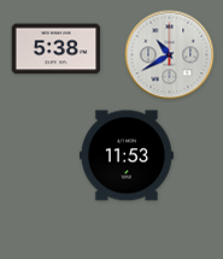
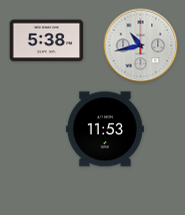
clock at (170, 55): 10:40 -> 10:43
